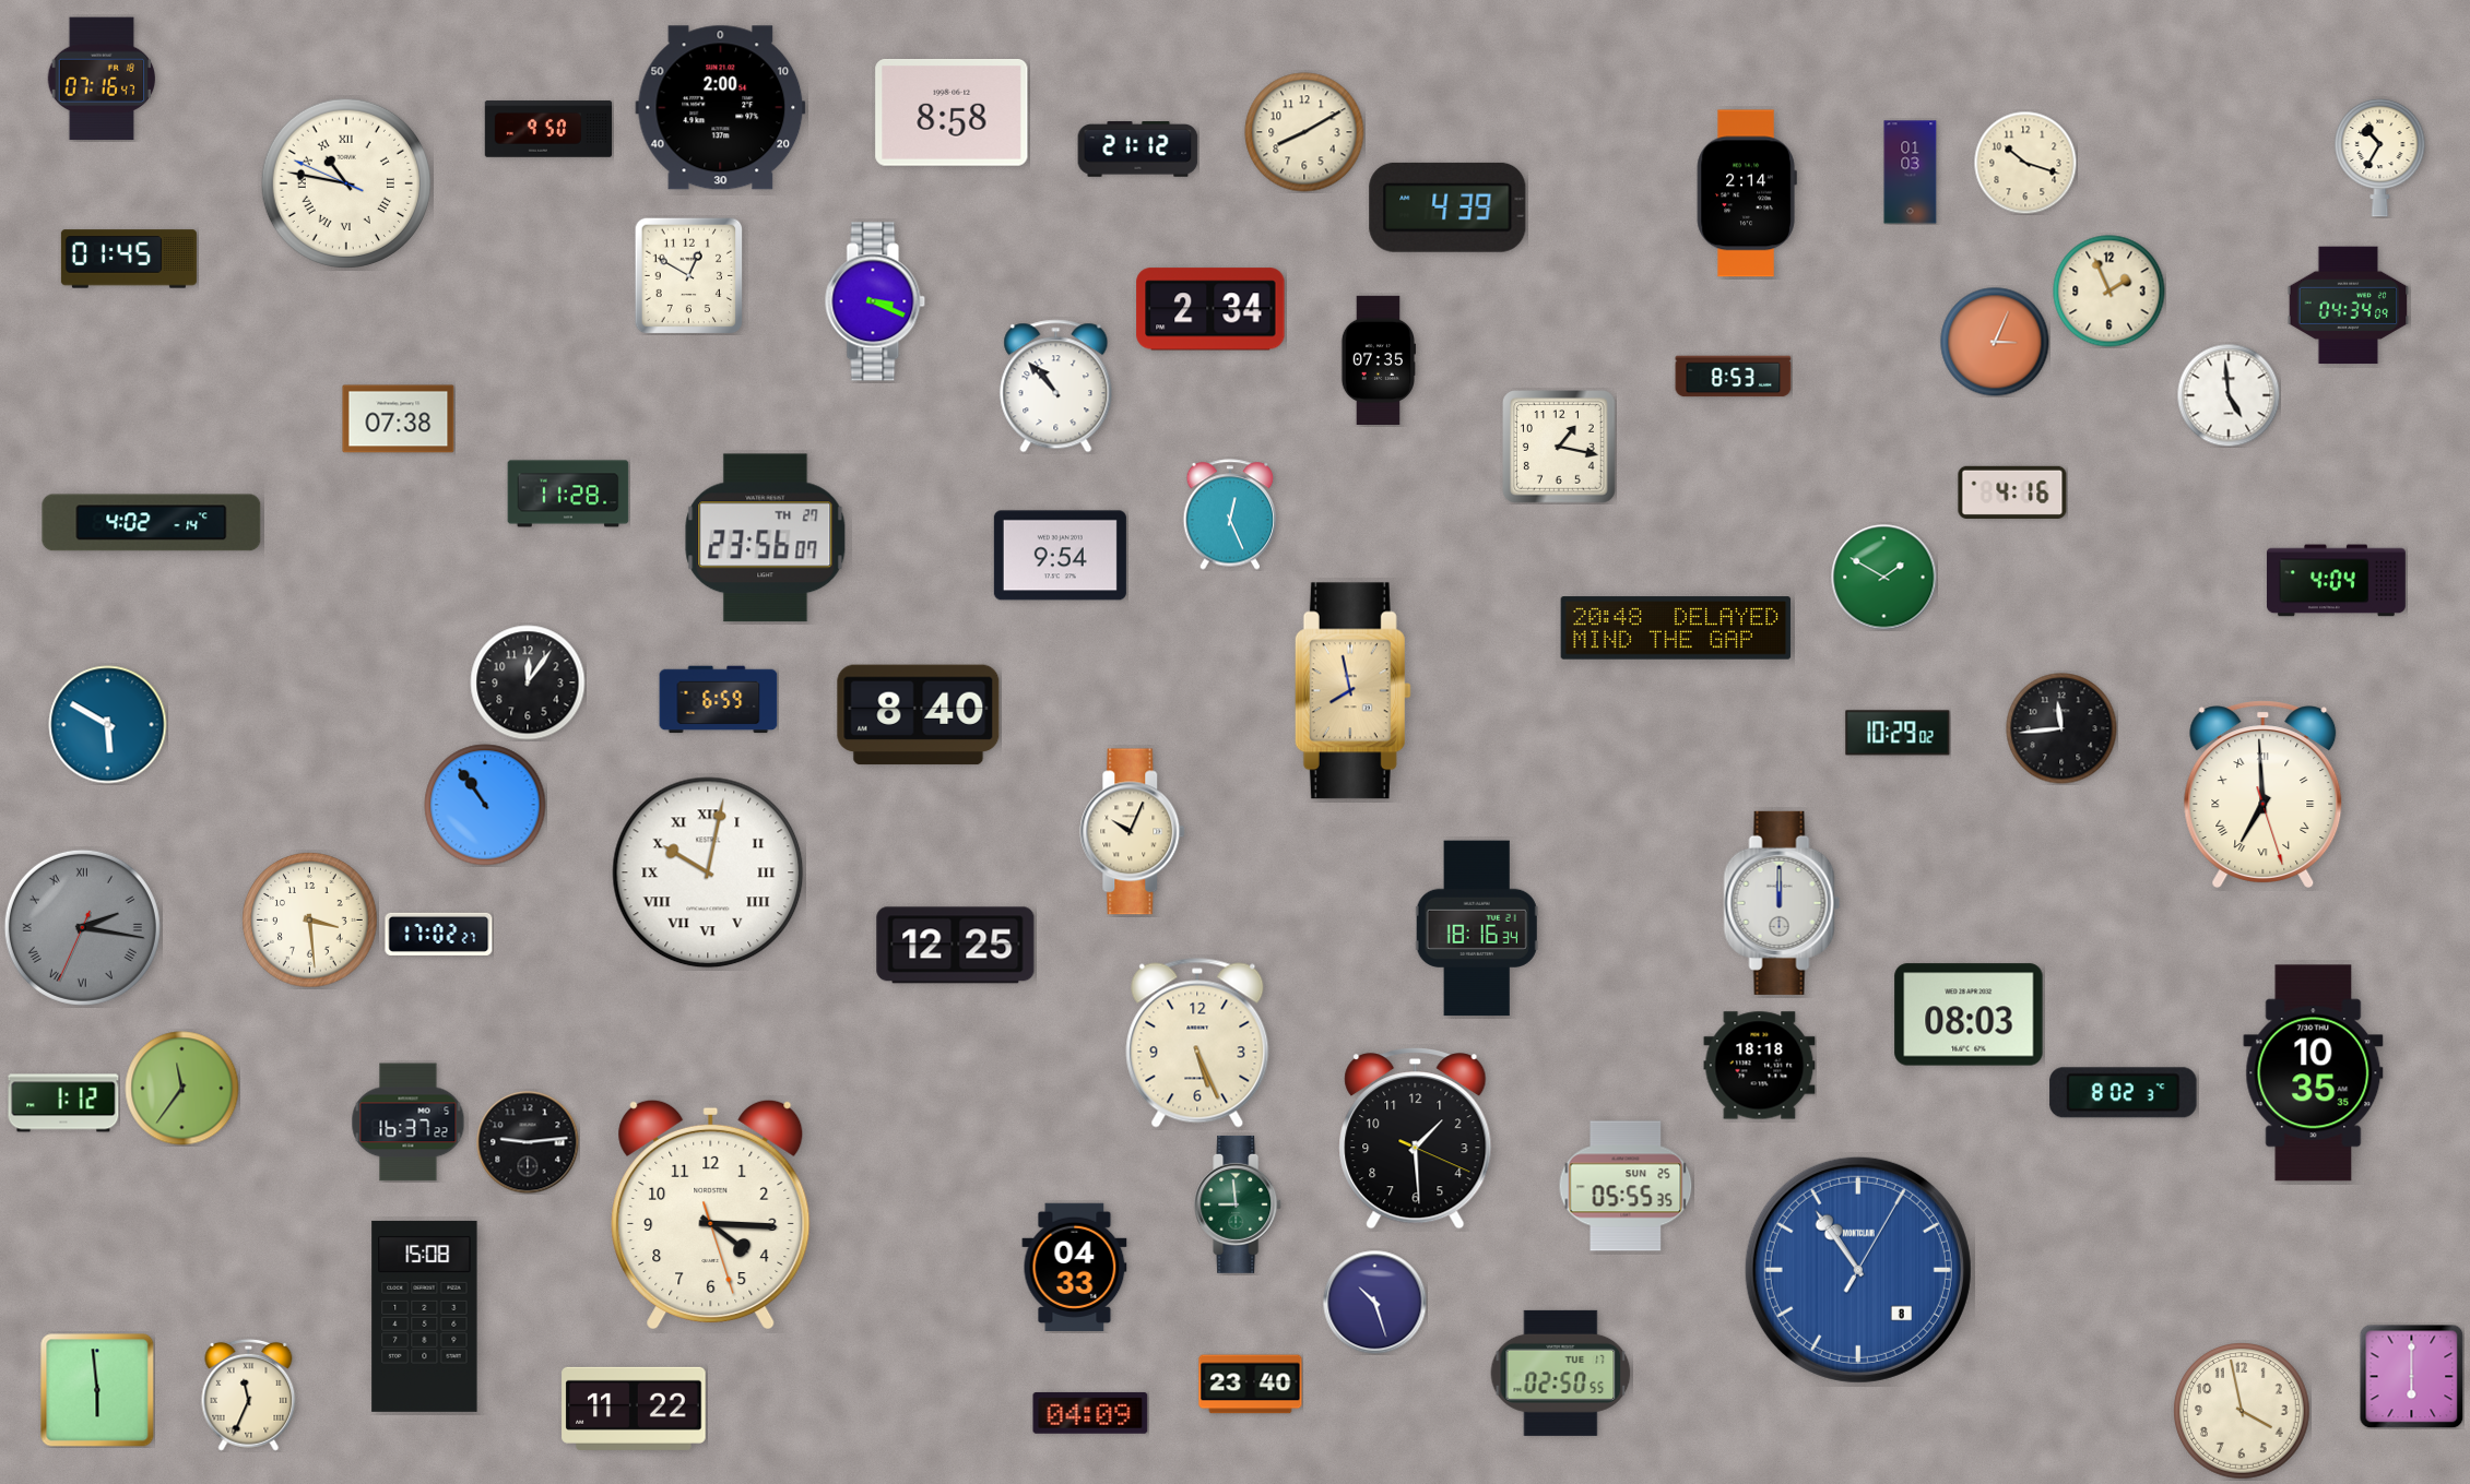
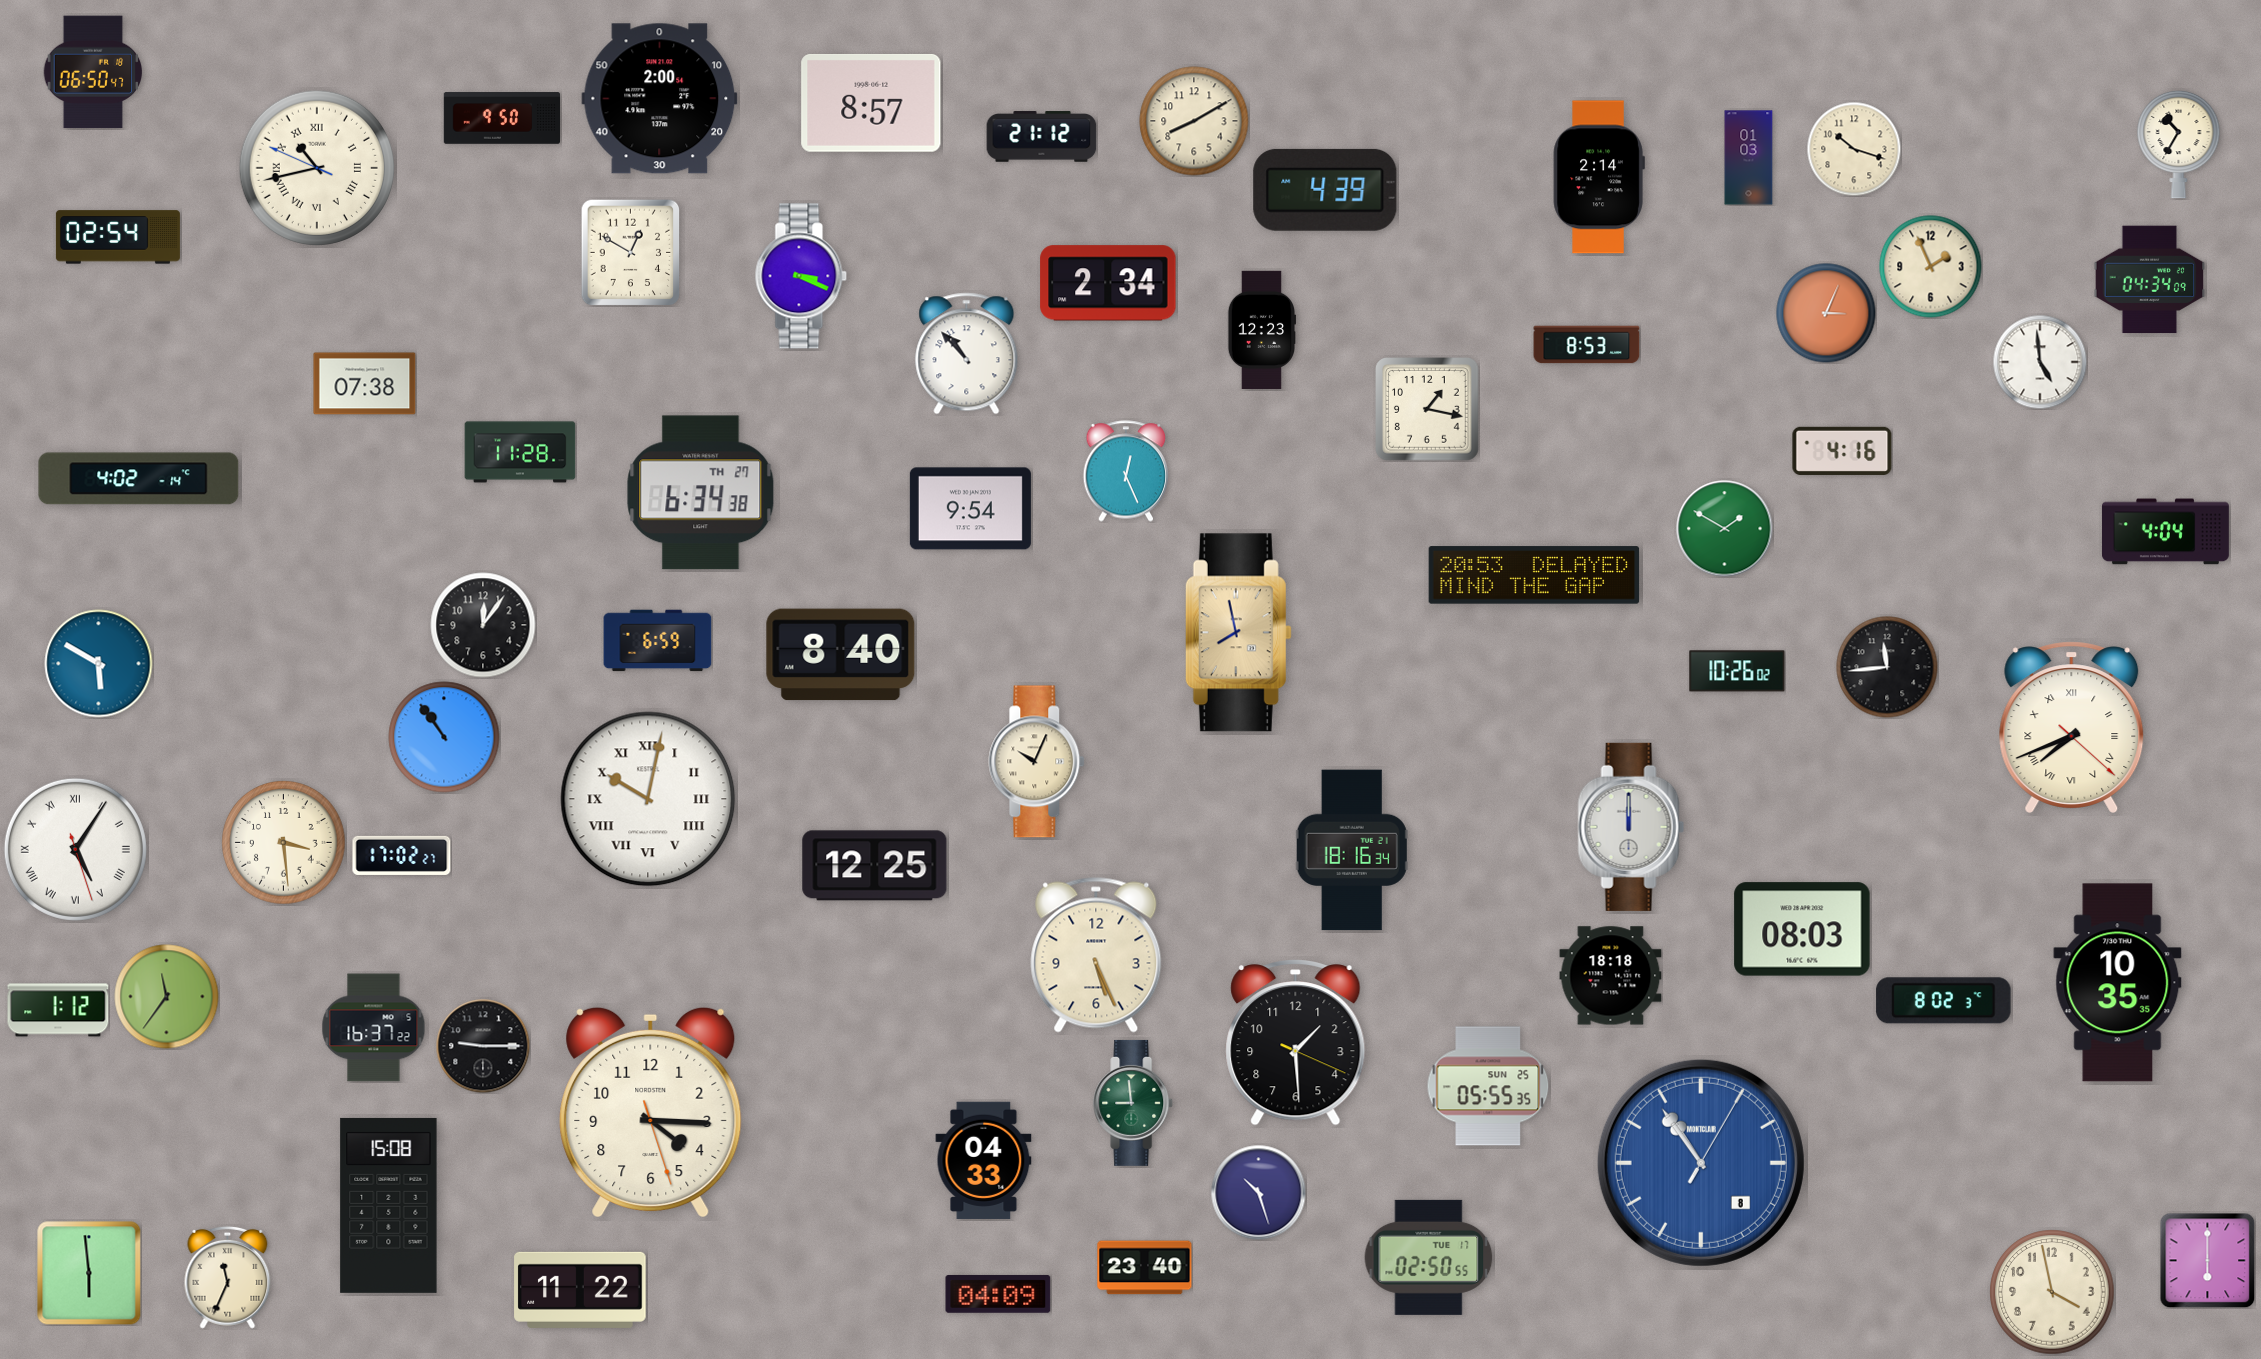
clock at (102, 79): 07:16 -> 06:50
clock at (952, 112): 8:58 -> 8:57
clock at (345, 182): 10:46 -> 10:42
clock at (129, 259): 01:45 -> 02:54
clock at (1378, 359): 07:35 -> 12:23
clock at (766, 538): 23:56 -> 6:34
clock at (2336, 581) position: (2336, 581) -> (2165, 532)
clock at (1676, 628): 20:48 -> 20:53
clock at (1898, 733): 10:29 -> 10:26
clock at (2264, 794): 6:59 -> 7:41
clock at (82, 927): 2:16 -> 5:05
clock at (82, 927) dial: grey -> white
clock at (528, 1142): 9:14 -> 9:15
